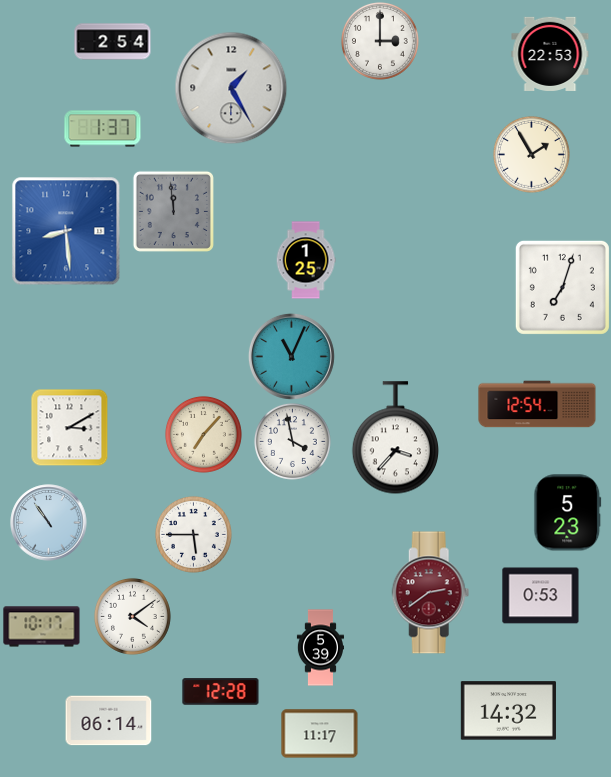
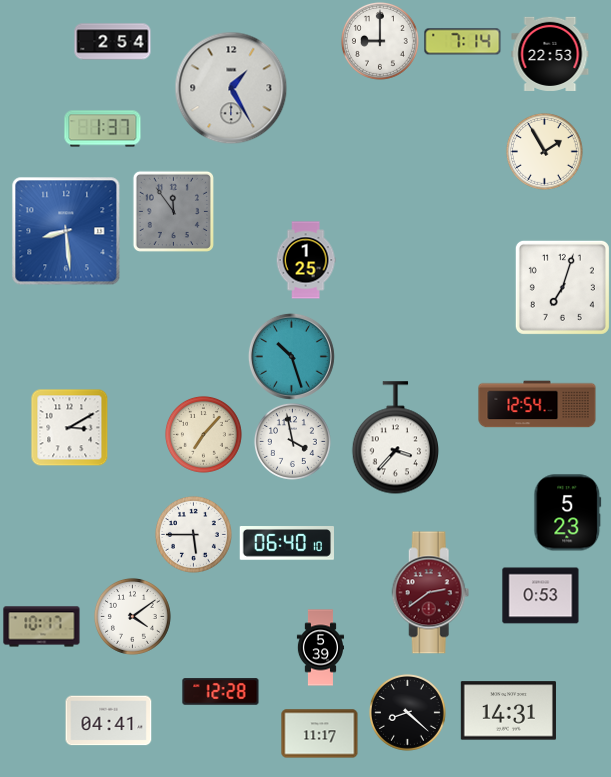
clock at (380, 41): 3:00 -> 9:00
clock at (463, 42): none -> 7:14
clock at (531, 154) position: (531, 154) -> (544, 151)
clock at (173, 211): 11:59 -> 11:54
clock at (291, 356): 11:04 -> 10:27
clock at (49, 523): 10:54 -> none
clock at (286, 544): none -> 06:40
clock at (508, 711): 14:32 -> 14:31
clock at (407, 712): none -> 8:22
clock at (109, 721): 06:14 -> 04:41
